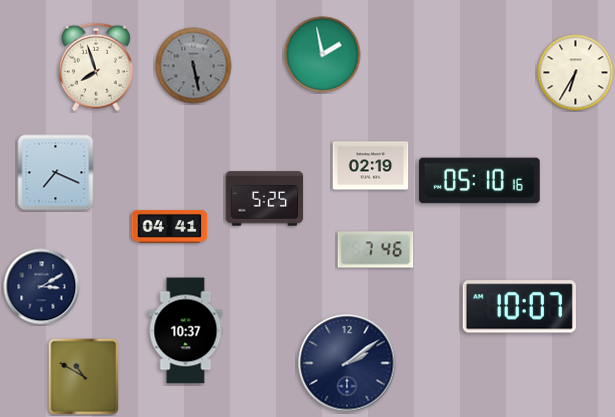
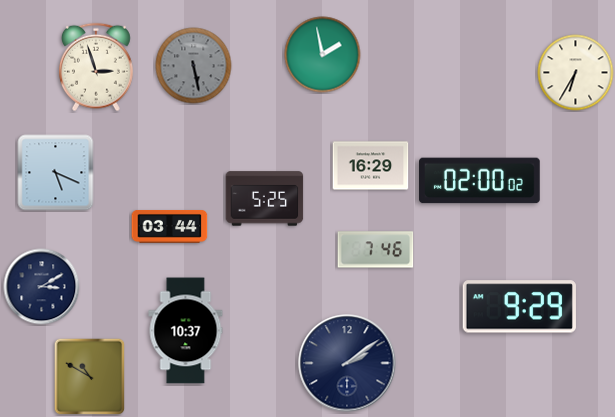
clock at (96, 67): 7:57 -> 2:57
clock at (371, 166): 02:19 -> 16:29
clock at (56, 173): 7:19 -> 5:19
clock at (480, 181): 05:10 -> 02:00
clock at (170, 227): 04:41 -> 03:44
clock at (519, 307): 10:07 -> 9:29
clock at (84, 376) position: (84, 376) -> (90, 376)
